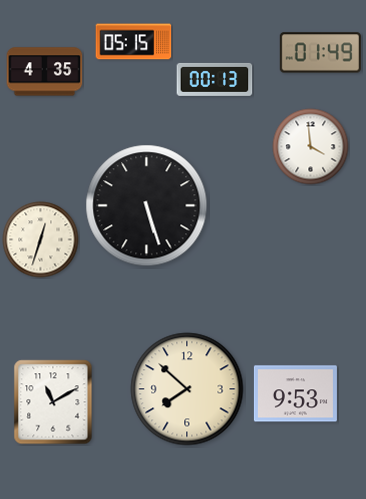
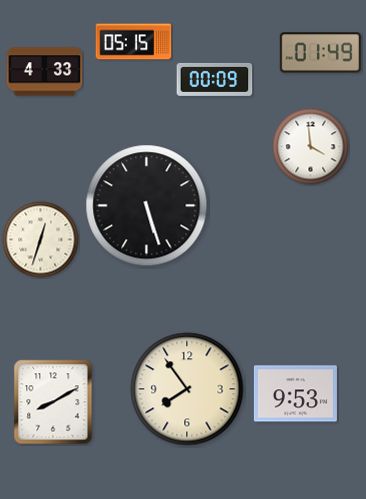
clock at (45, 72): 4:35 -> 4:33
clock at (215, 79): 00:13 -> 00:09
clock at (187, 389): 7:52 -> 7:54
clock at (53, 402): 11:10 -> 8:10
